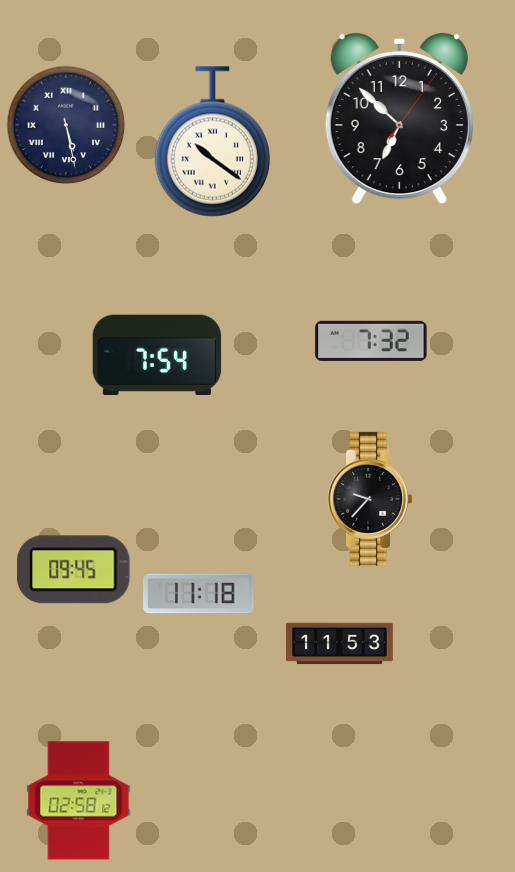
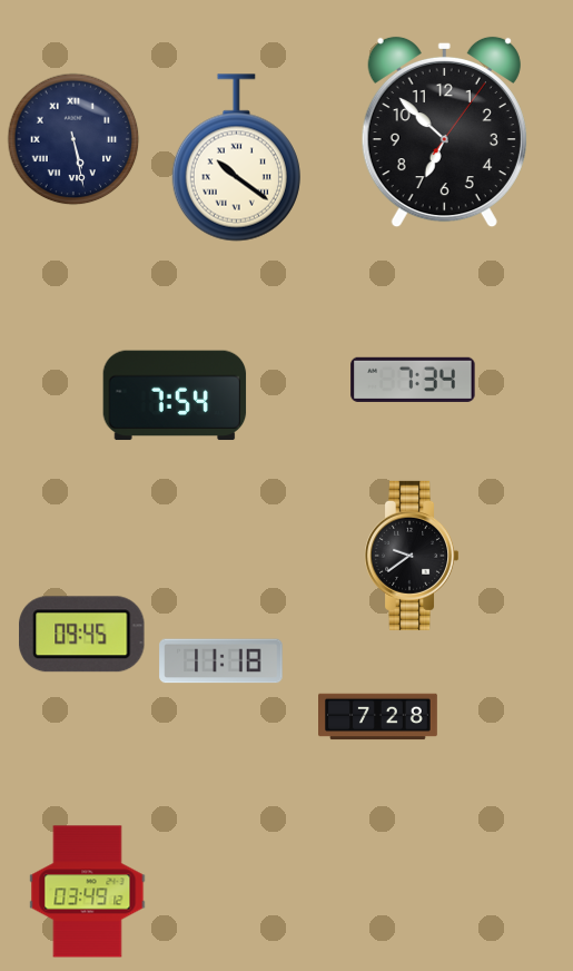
clock at (371, 341): 7:32 -> 7:34
clock at (370, 499): 9:37 -> 9:39
clock at (340, 644): 11:53 -> 7:28
clock at (79, 801): 02:58 -> 03:49
